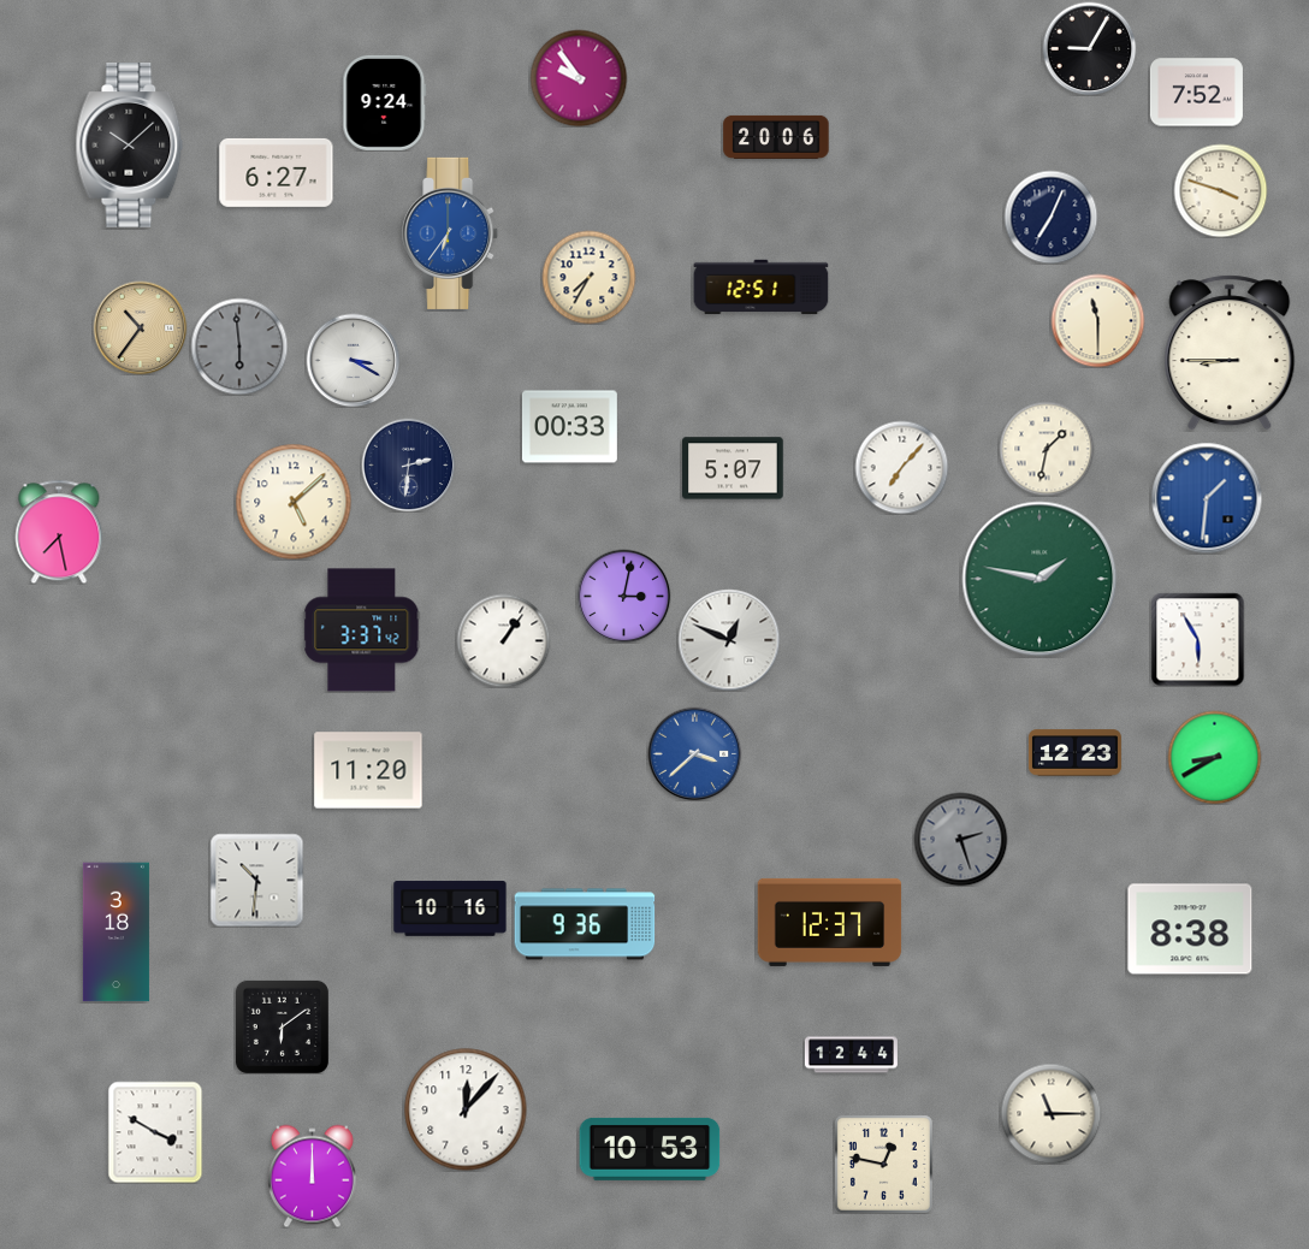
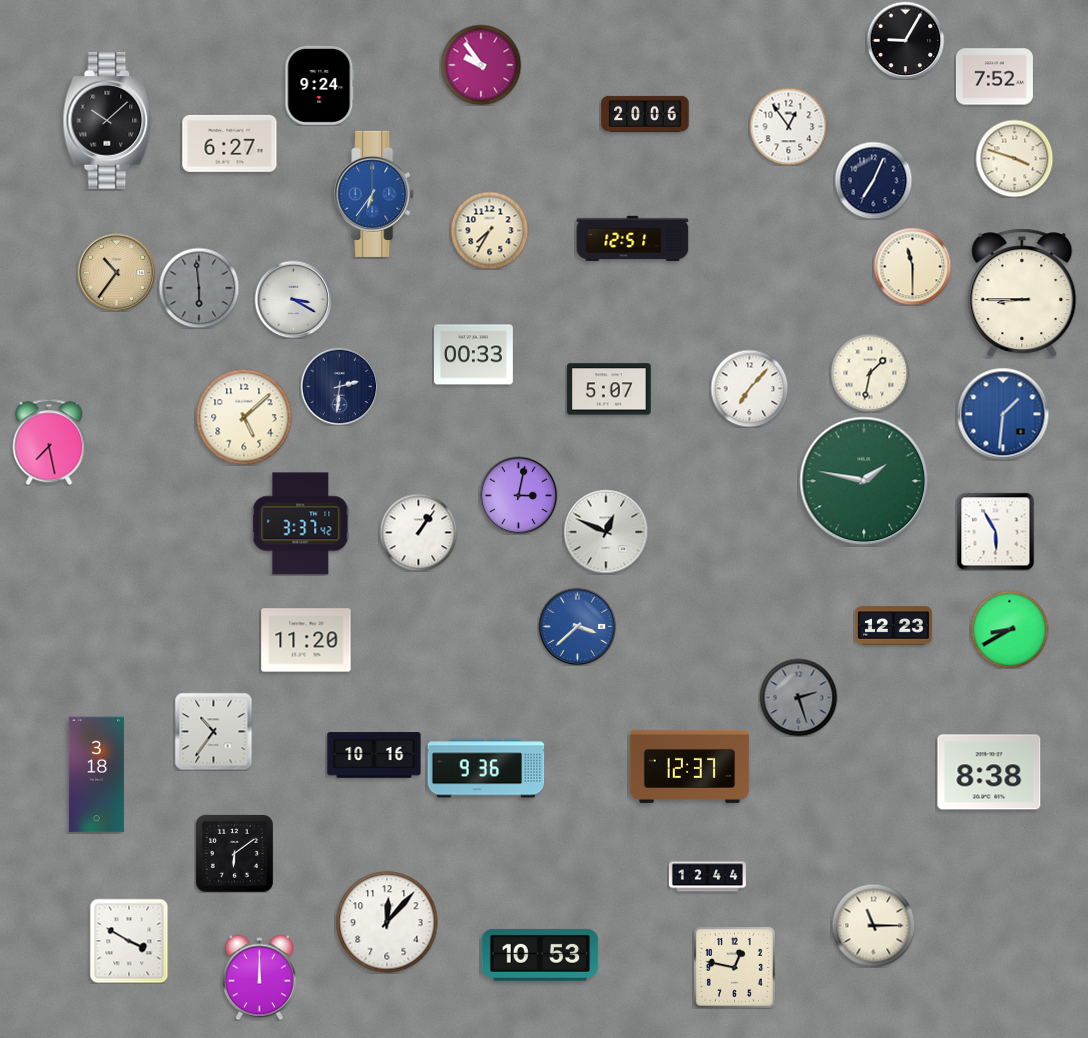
clock at (788, 126): none -> 12:54
clock at (256, 880): 10:31 -> 10:36
